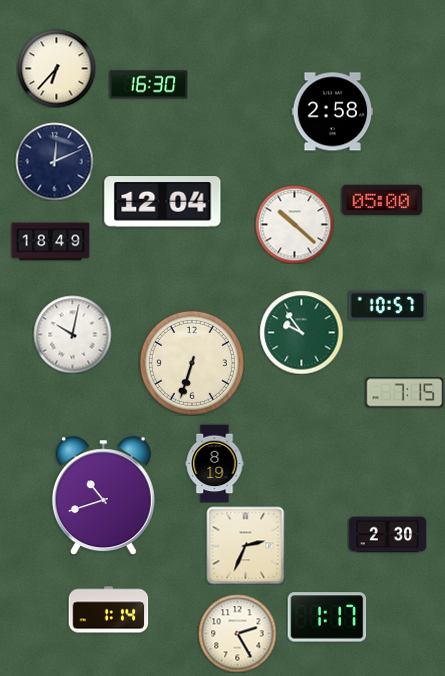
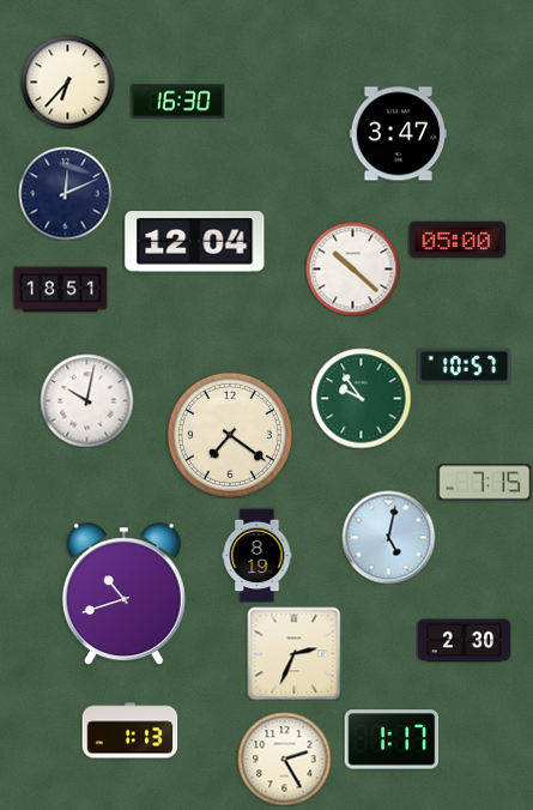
clock at (332, 112): 2:58 -> 3:47
clock at (50, 242): 18:49 -> 18:51
clock at (192, 363): 6:33 -> 7:21
clock at (404, 393) position: (404, 393) -> (484, 483)
clock at (388, 537): none -> 5:02
clock at (108, 610): 1:14 -> 1:13
